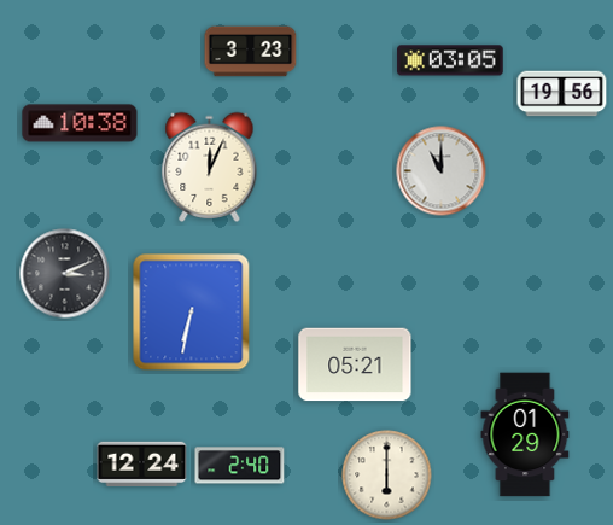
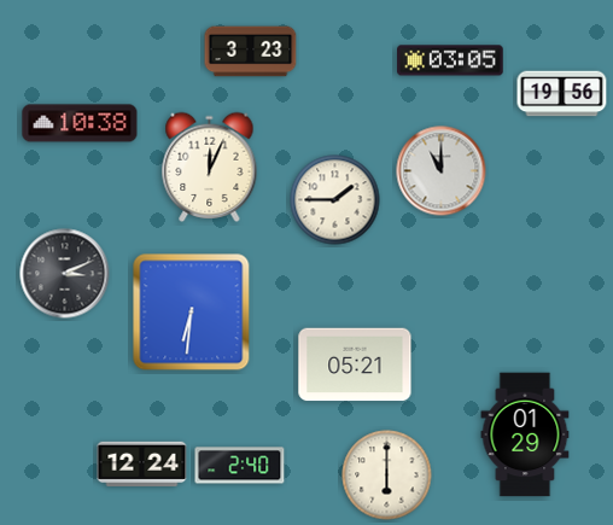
clock at (335, 200): none -> 1:45
clock at (192, 313): 6:32 -> 6:31
